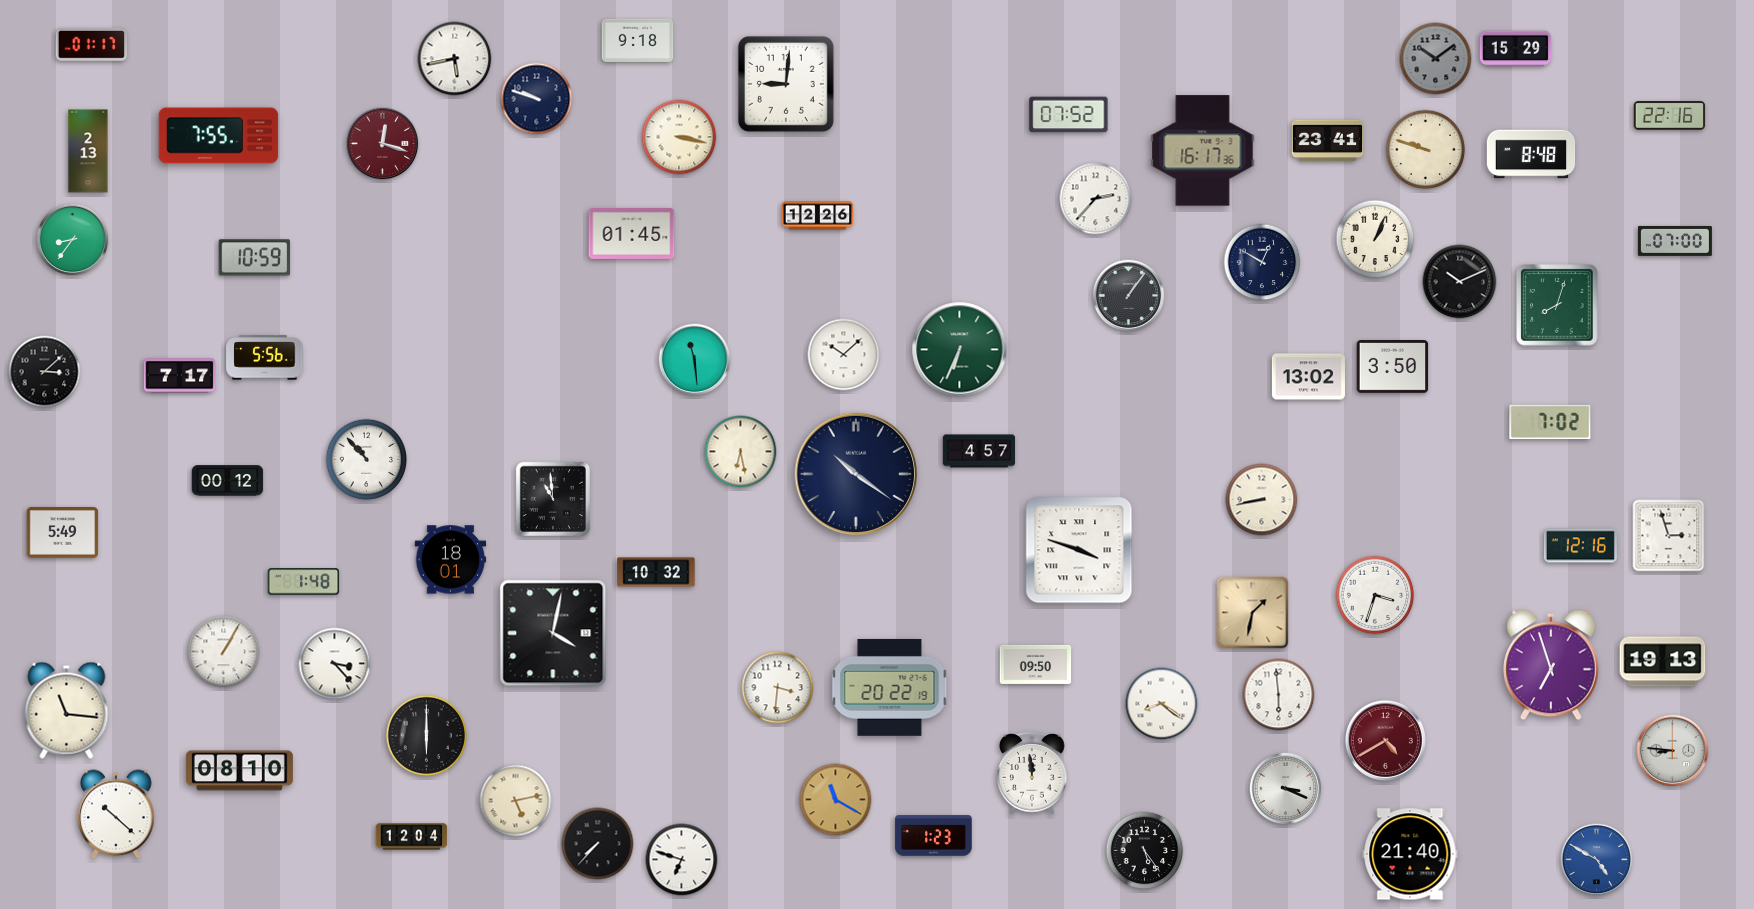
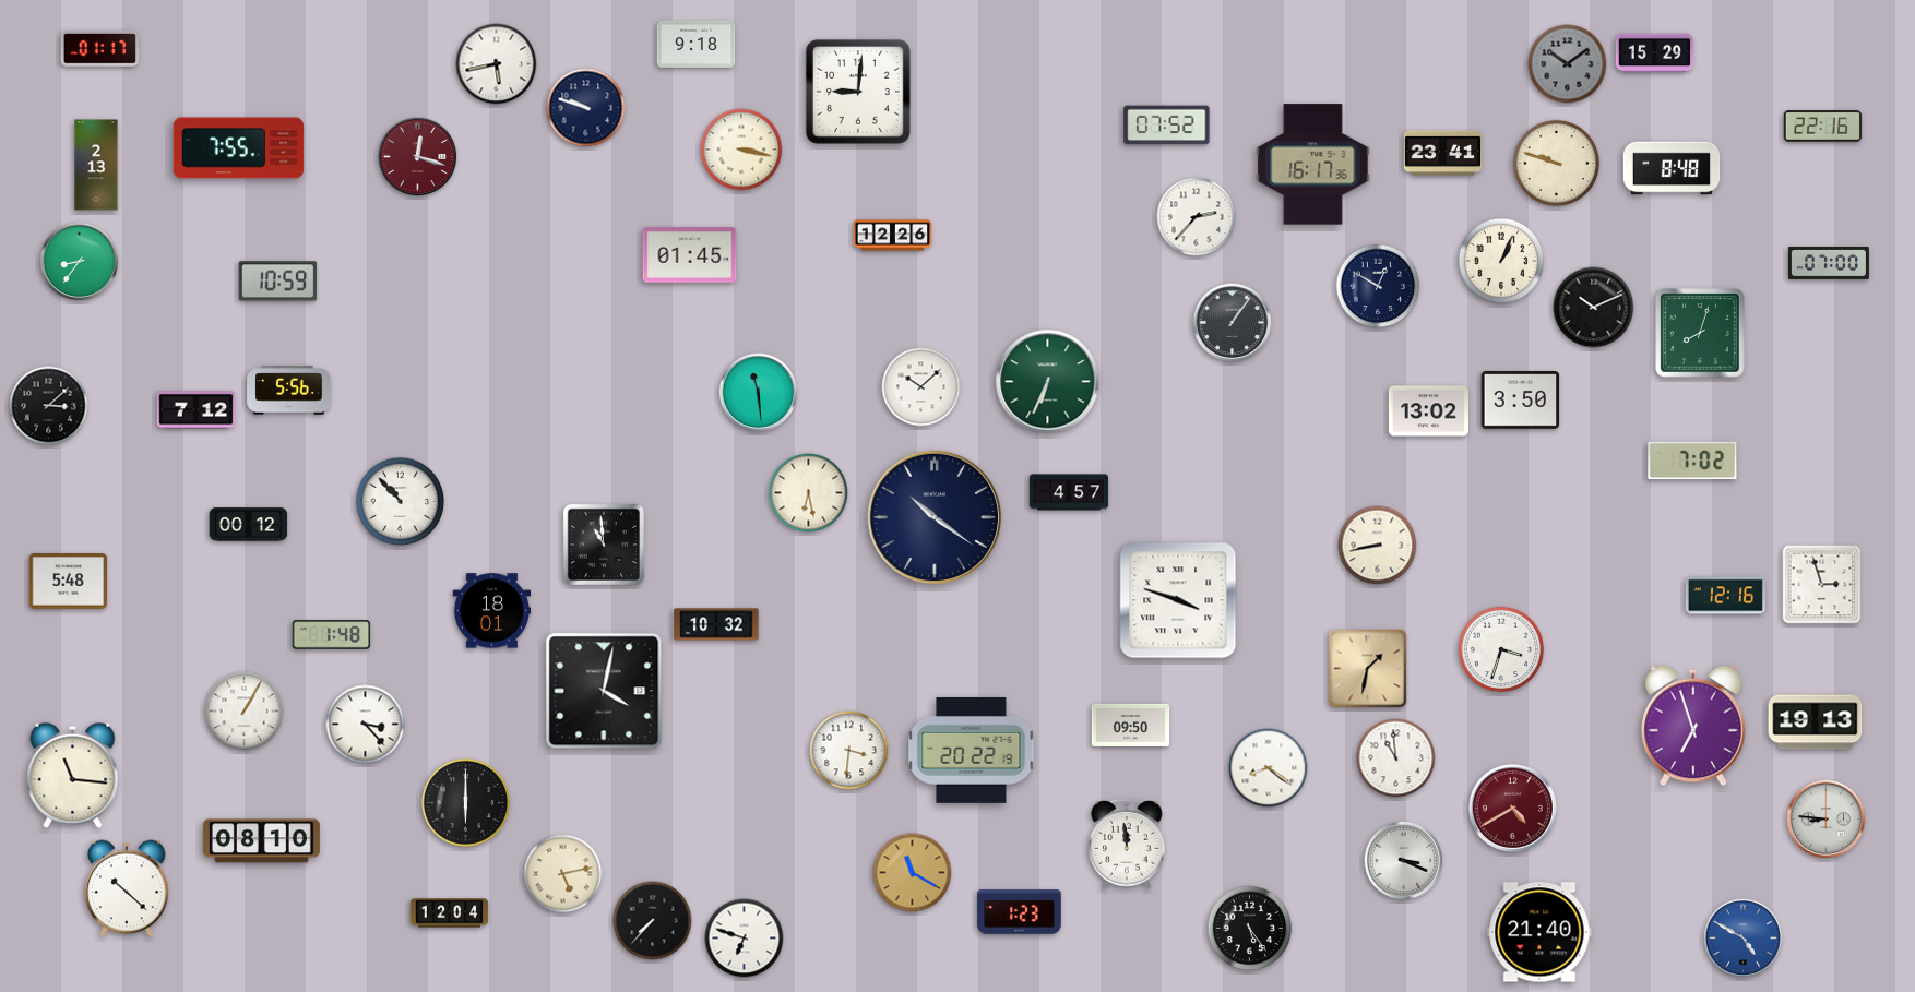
clock at (1328, 141) position: (1328, 141) -> (1443, 154)
clock at (180, 376): 7:17 -> 7:12
clock at (63, 533): 5:49 -> 5:48
clock at (1279, 695): 5:59 -> 10:59
